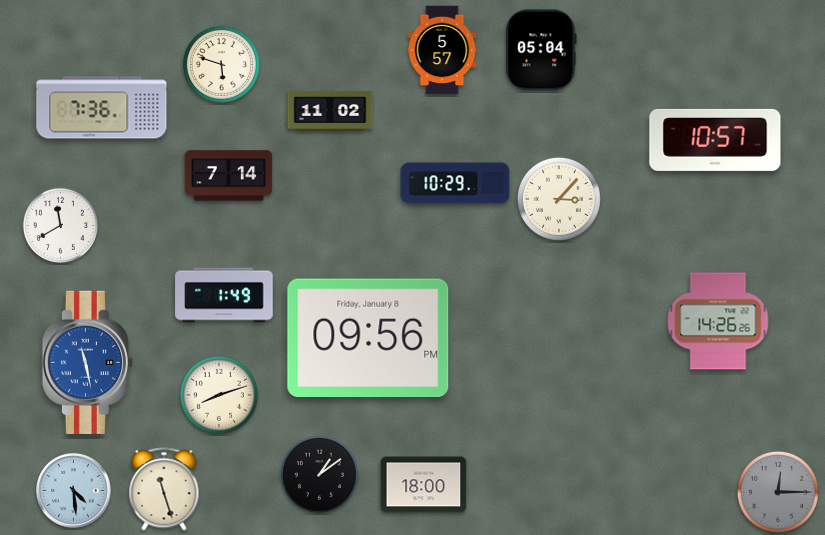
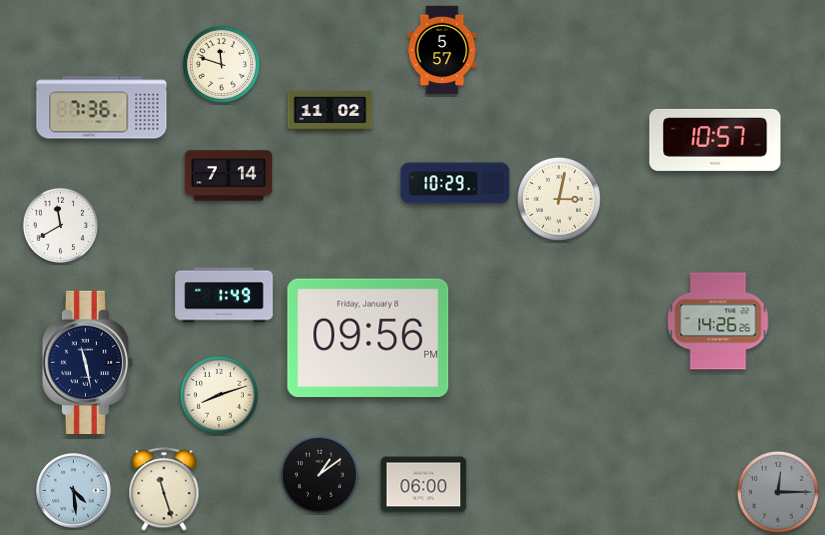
clock at (541, 50): 05:04 -> none
clock at (221, 64): 5:48 -> 11:48
clock at (559, 199): 3:07 -> 3:02
clock at (87, 362) dial: blue -> navy
clock at (424, 485): 18:00 -> 06:00
